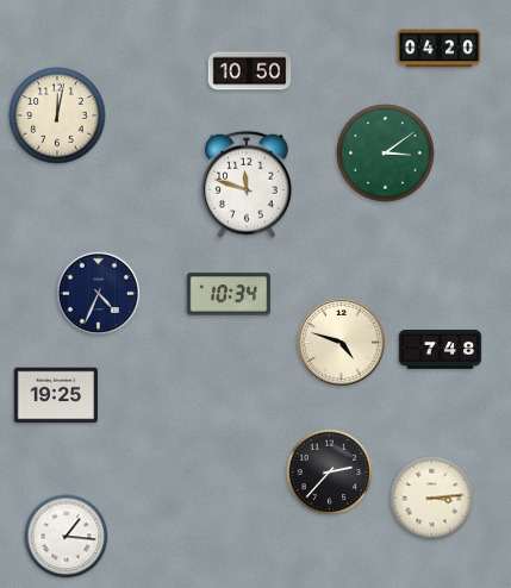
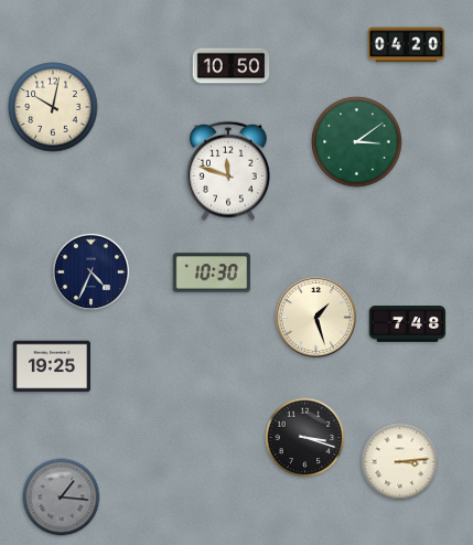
clock at (57, 115): 12:02 -> 10:02
clock at (228, 294): 10:34 -> 10:30
clock at (341, 342): 4:48 -> 1:27
clock at (330, 473): 2:37 -> 3:18
clock at (67, 537) dial: white -> grey
